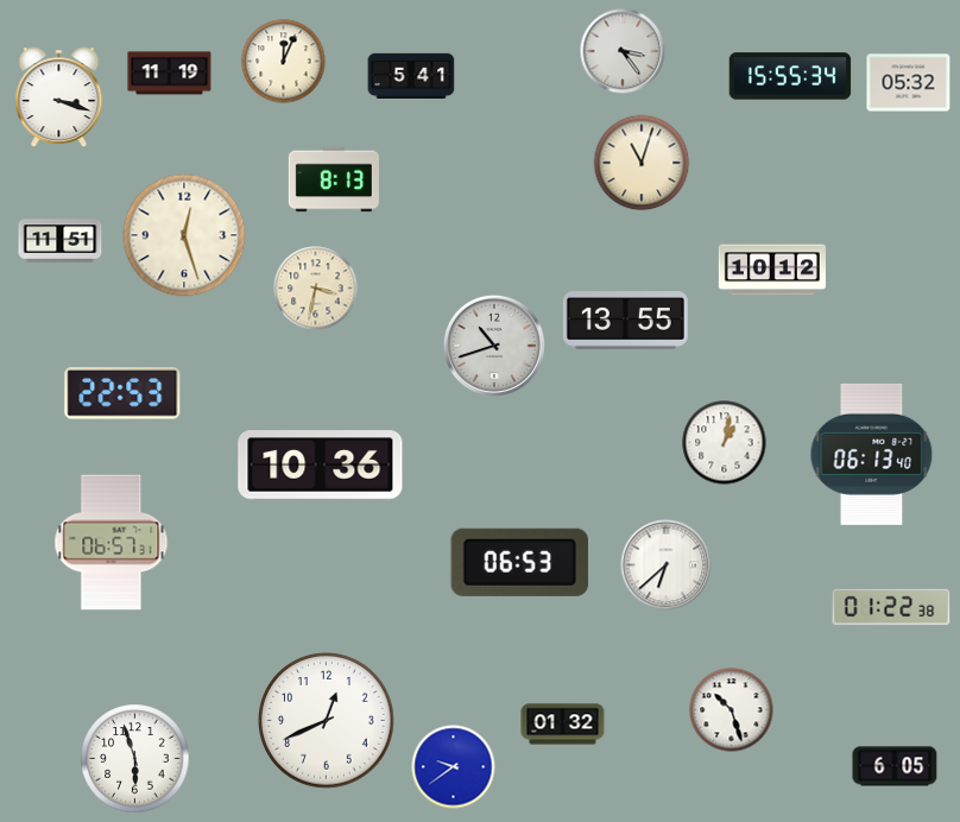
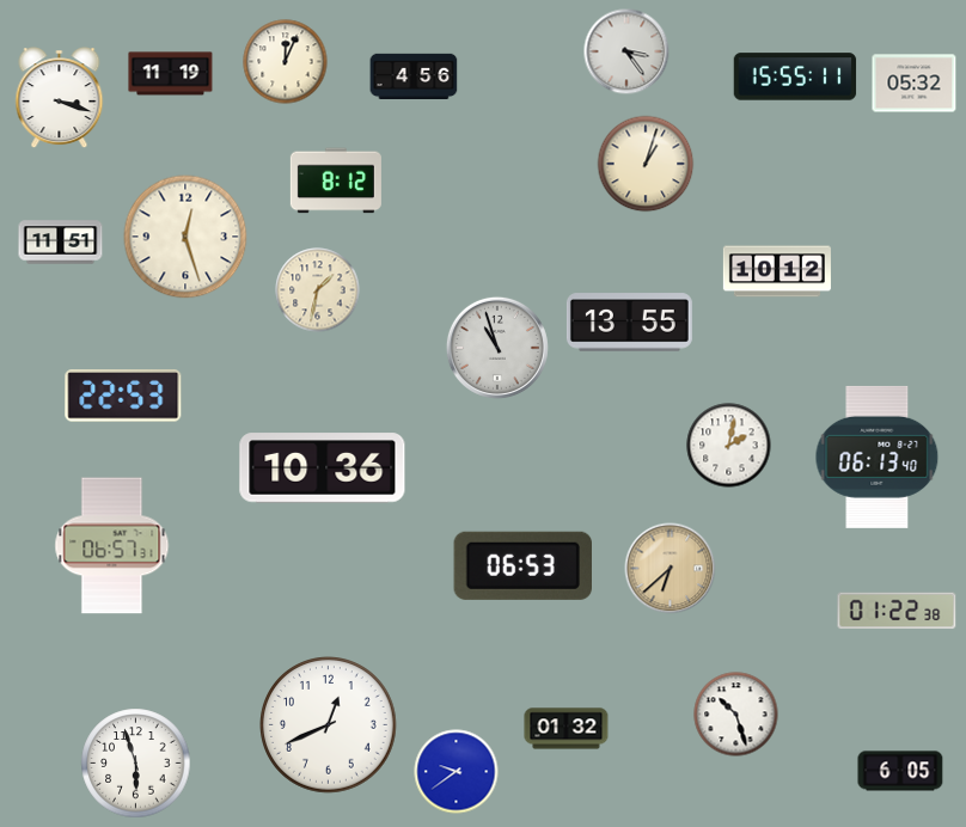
clock at (411, 75): 5:41 -> 4:56
clock at (790, 76): 15:55:34 -> 15:55:11
clock at (642, 163): 11:03 -> 1:03
clock at (334, 179): 8:13 -> 8:12
clock at (316, 289): 3:32 -> 1:32
clock at (494, 346): 10:42 -> 10:57
clock at (725, 443): 1:02 -> 2:02
clock at (667, 565) dial: white -> champagne
